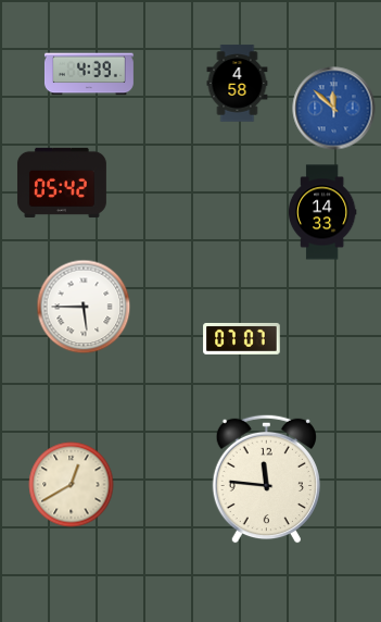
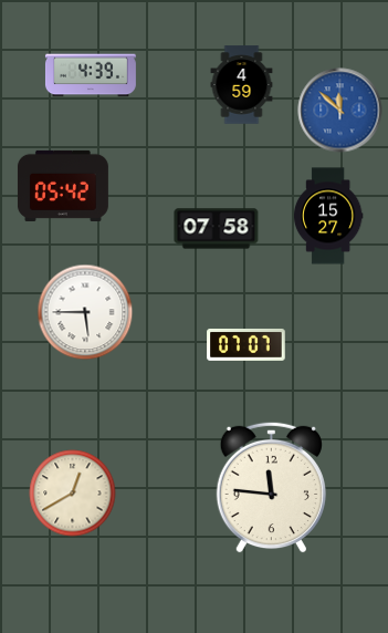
clock at (238, 84): 4:58 -> 4:59
clock at (322, 212): 14:33 -> 15:27
clock at (217, 229): none -> 07:58
